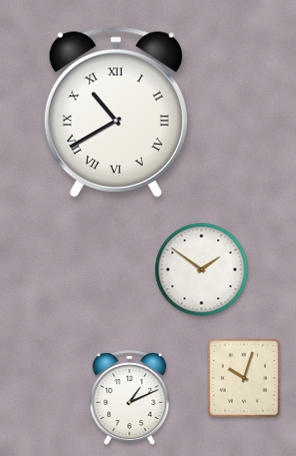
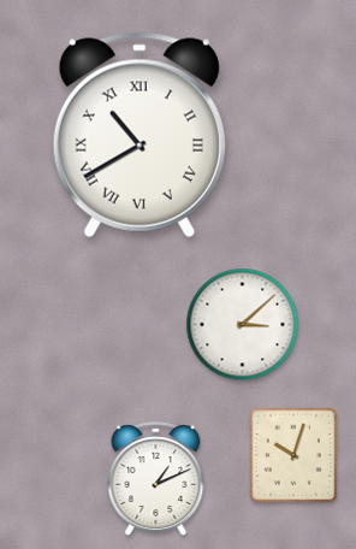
clock at (202, 270): 1:51 -> 3:08
